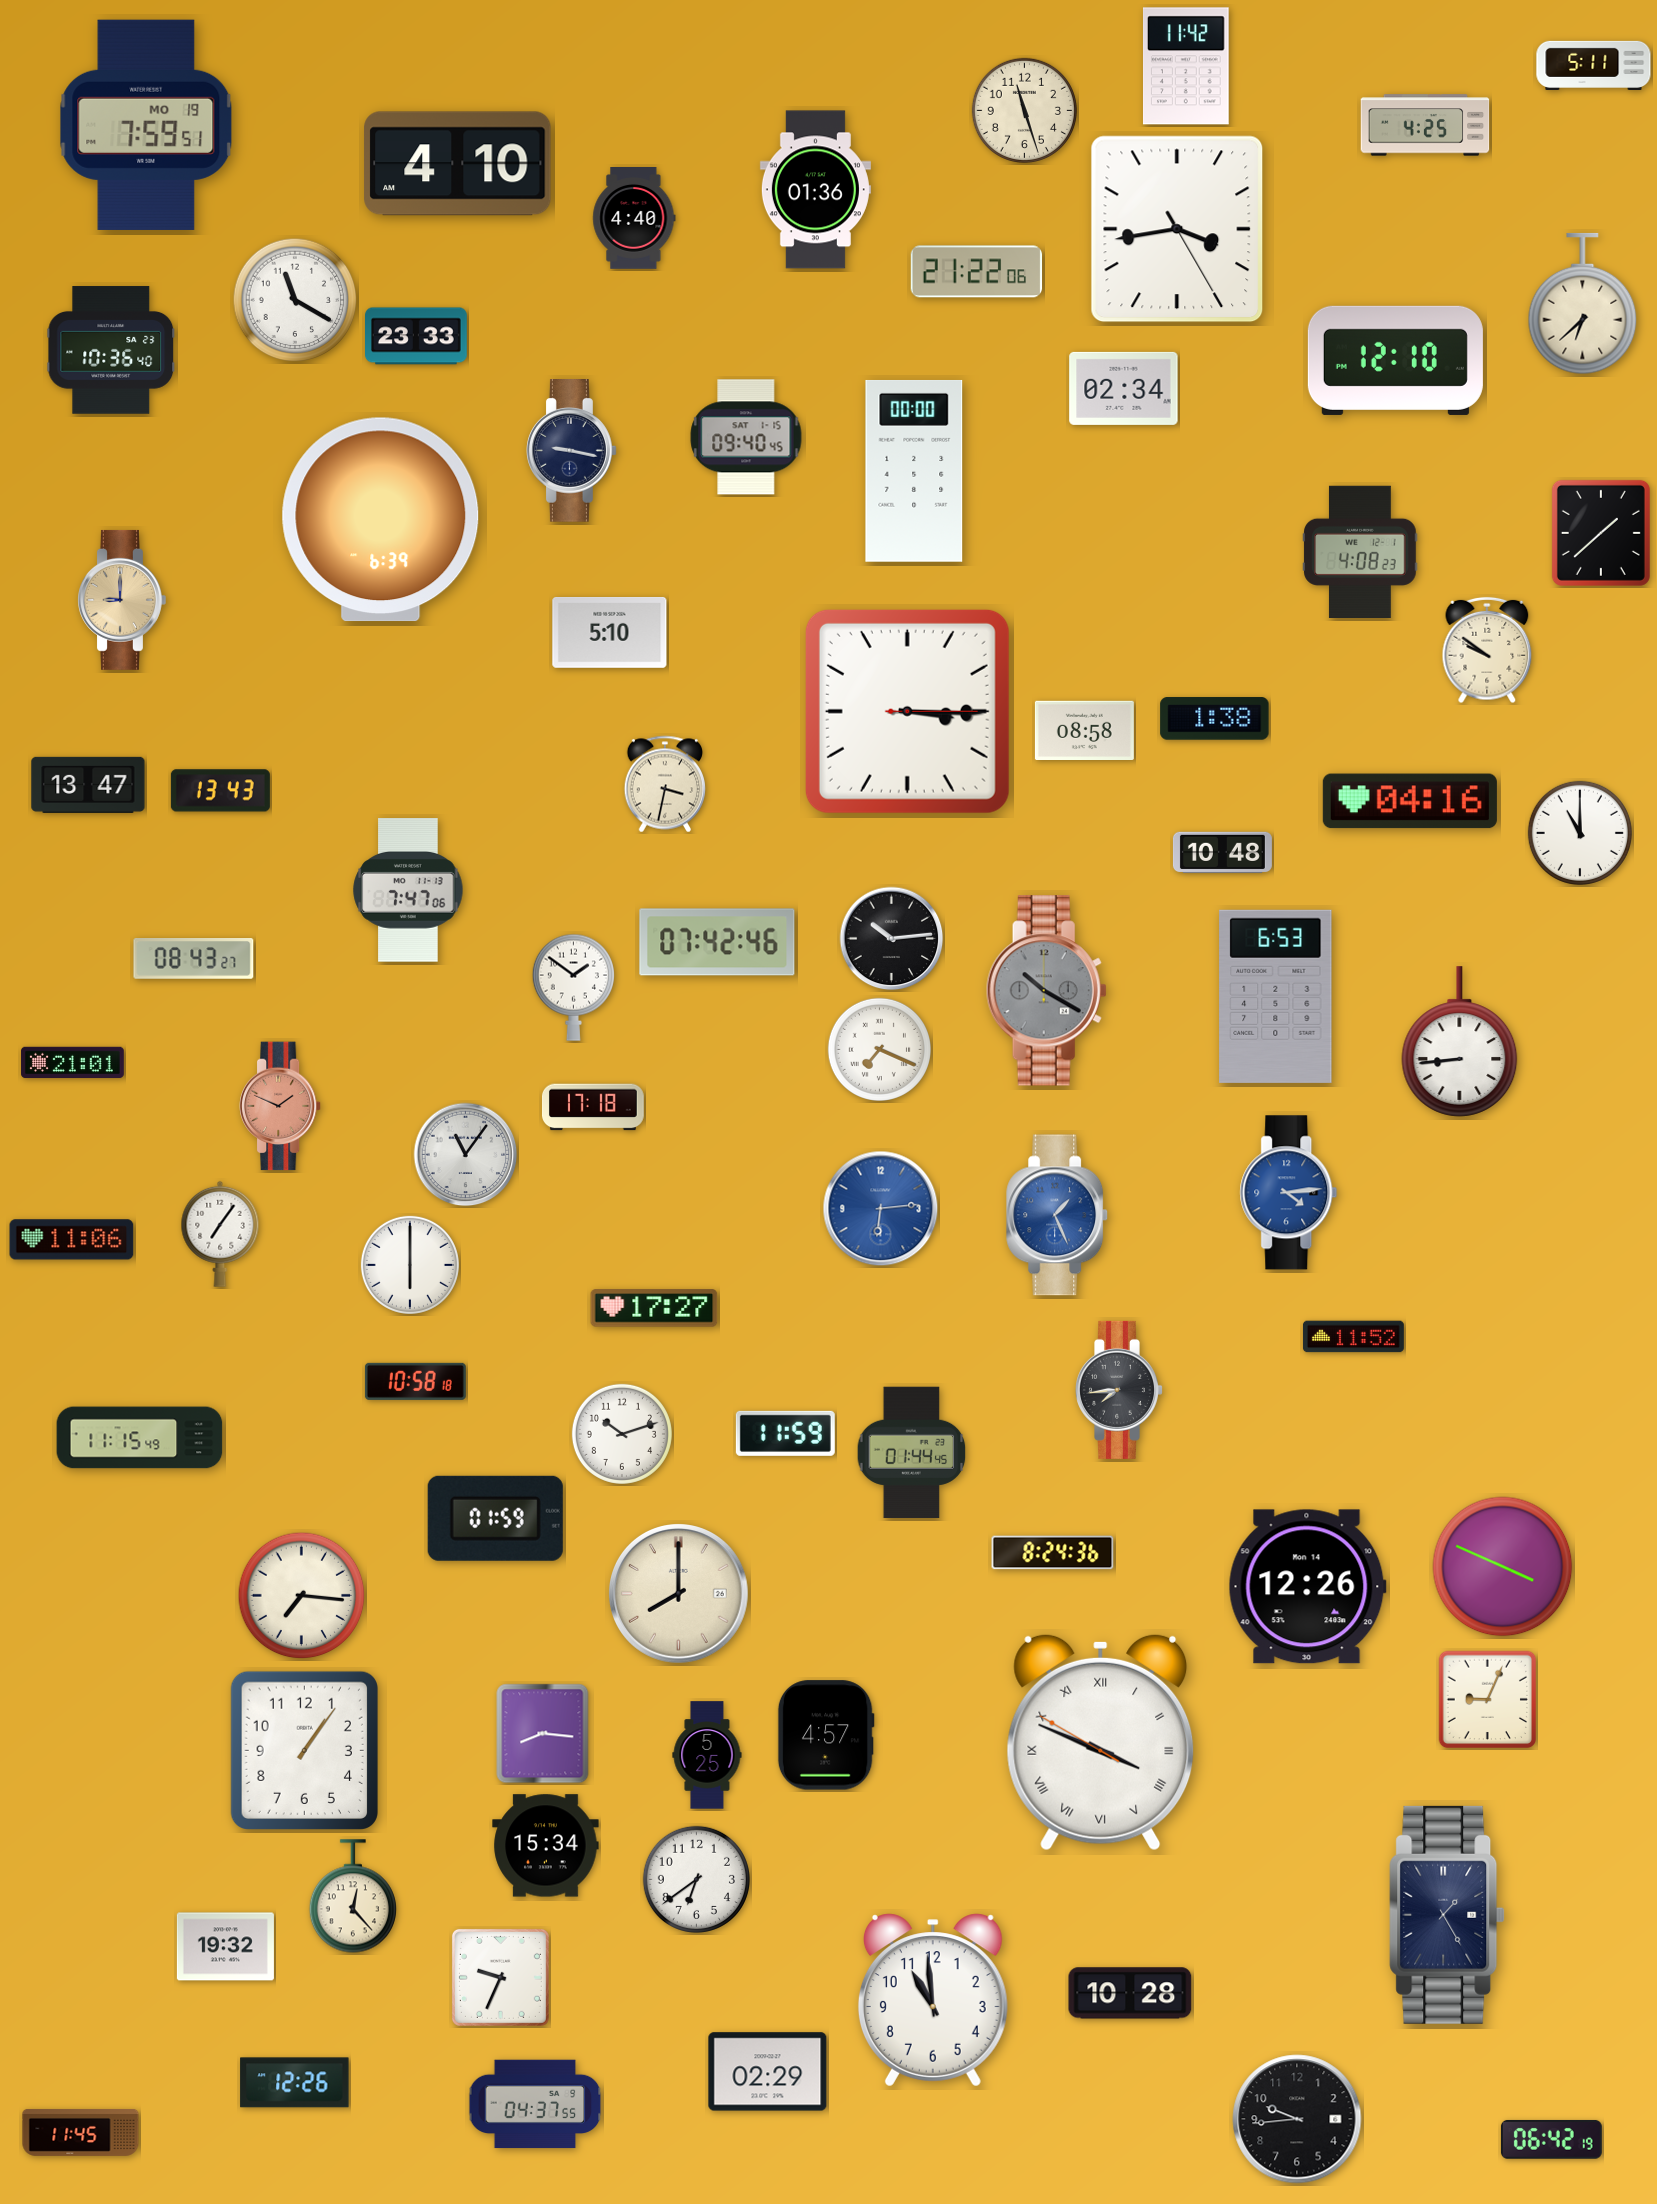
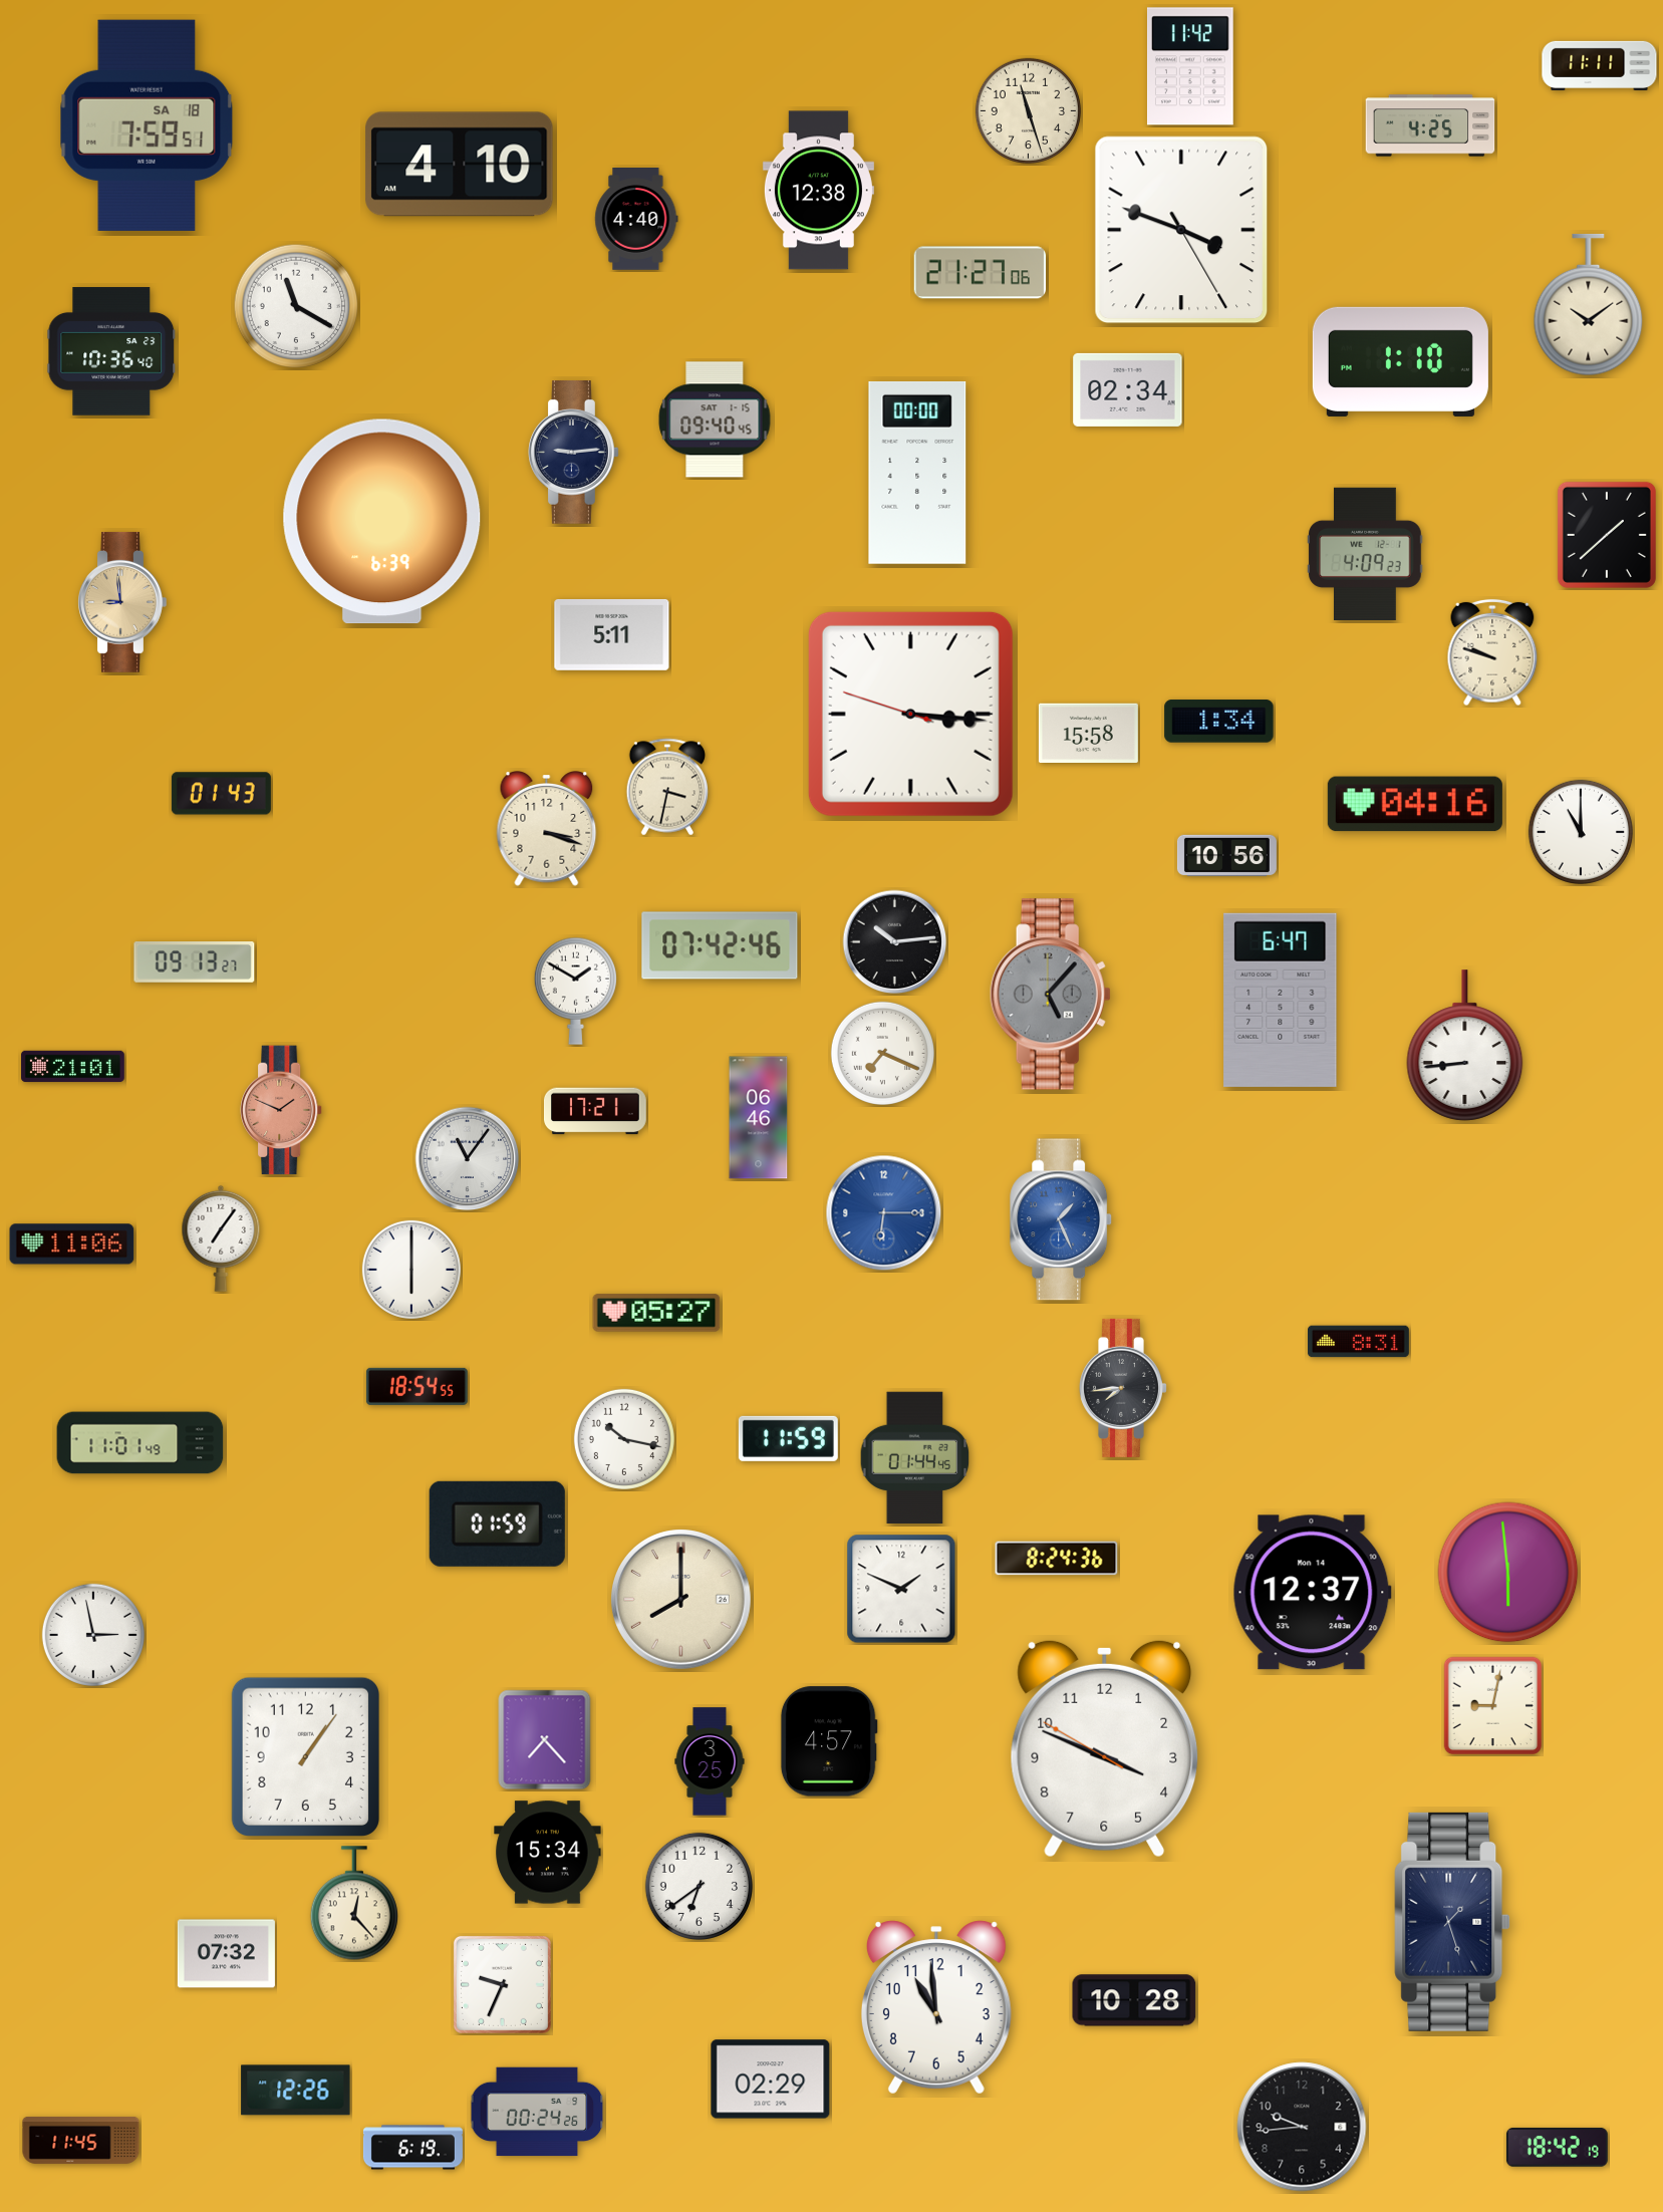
clock at (1594, 65): 5:11 -> 11:11
clock at (146, 125) date: MO 19 -> SA 18
clock at (815, 190): 01:36 -> 12:38
clock at (1177, 229): 3:43 -> 3:48
clock at (977, 272): 21:22 -> 21:27
clock at (295, 300) position: (295, 300) -> (296, 306)
clock at (1583, 304): 6:38 -> 10:09
clock at (417, 336): 23:33 -> none
clock at (1395, 360): 12:10 -> 1:10
clock at (746, 437) position: (746, 437) -> (715, 420)
clock at (572, 451): 9:17 -> 9:14
clock at (1360, 551): 4:08 -> 4:09
clock at (122, 600): 9:00 -> 8:59
clock at (610, 632): 5:10 -> 5:11
clock at (1487, 650): 9:51 -> 9:48
clock at (907, 711): 3:15:15 -> 3:15:48
clock at (1215, 719): 1:38 -> 1:34
clock at (1084, 730): 08:58 -> 15:58
clock at (88, 785): 13:47 -> none
clock at (220, 791): 13:43 -> 01:43
clock at (547, 829): none -> 3:18
clock at (1580, 833) position: (1580, 833) -> (1581, 832)
clock at (1222, 853): 10:48 -> 10:56
clock at (408, 890): 7:47 -> none
clock at (194, 959): 08:43 -> 09:13
clock at (573, 987): 1:51 -> 1:50
clock at (1046, 991): 10:20 -> 5:07
clock at (1276, 996): 6:53 -> 6:47
clock at (593, 1107): 17:18 -> 17:21
clock at (759, 1118): none -> 06:46
clock at (1289, 1193): 4:14 -> none
clock at (881, 1209): 6:14 -> 6:15
clock at (654, 1308): 17:27 -> 05:27
clock at (1353, 1337): 11:52 -> 8:31
clock at (415, 1381): 10:58 -> 18:54
clock at (1120, 1390) position: (1120, 1390) -> (1124, 1388)
clock at (622, 1434): 10:12 -> 10:17
clock at (140, 1438): 11:15 -> 11:01
clock at (1503, 1567): 3:49 -> 5:59
clock at (901, 1589): none -> 1:49
clock at (1307, 1587): 12:26 -> 12:37
clock at (302, 1596): 7:16 -> none
clock at (93, 1635): none -> 2:58
clock at (1488, 1700): 9:04 -> 9:02
clock at (543, 1734): 8:16 -> 7:23
clock at (1101, 1742) numerals: Roman -> Arabic
clock at (707, 1755): 5:25 -> 3:25
clock at (1447, 1915): 1:25 -> 1:27
clock at (225, 1947): 19:32 -> 07:32
clock at (535, 2104): 04:37 -> 00:24
clock at (412, 2148): none -> 6:19
clock at (1551, 2140): 06:42 -> 18:42
